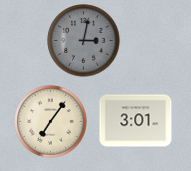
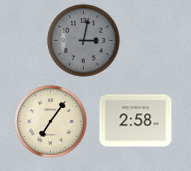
clock at (136, 121): 3:01 -> 2:58
